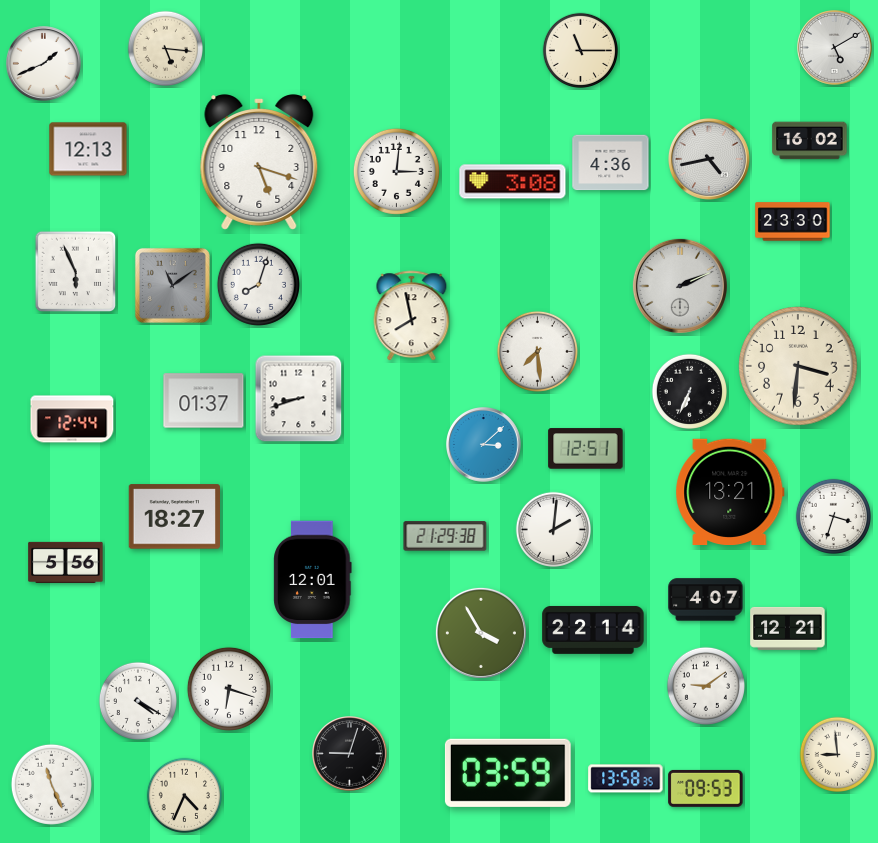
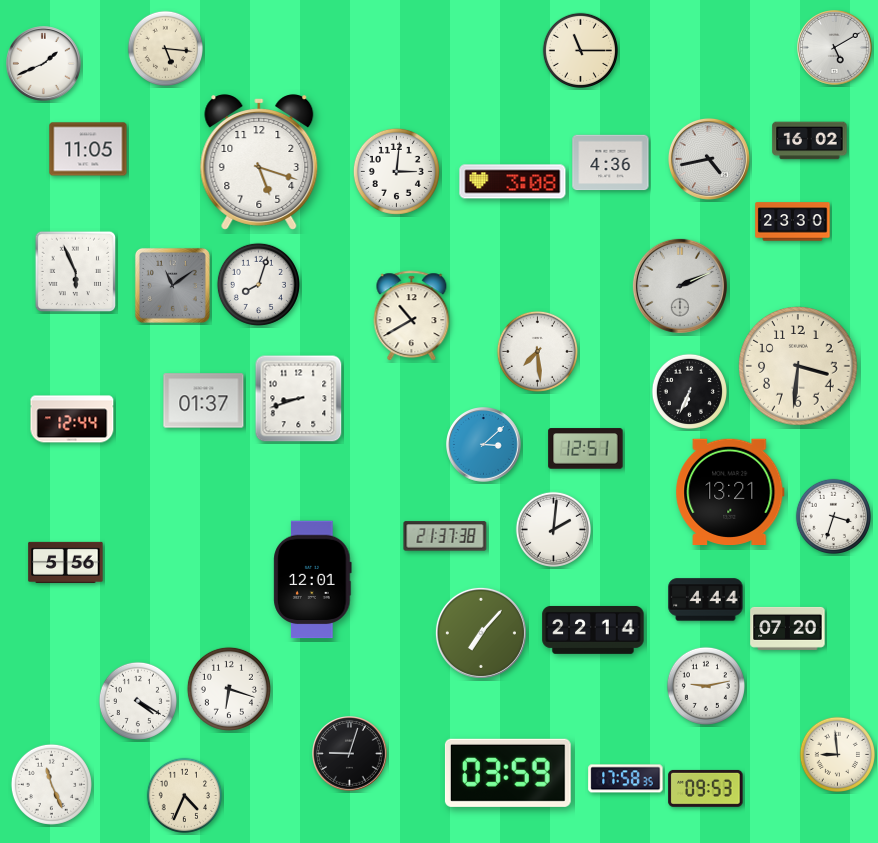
clock at (88, 149): 12:13 -> 11:05
clock at (412, 316): 7:58 -> 10:40
clock at (175, 517): 18:27 -> none
clock at (445, 536): 21:29 -> 21:37
clock at (706, 600): 4:07 -> 4:44
clock at (788, 628): 12:21 -> 07:20
clock at (481, 633): 3:55 -> 7:07
clock at (706, 686): 9:09 -> 9:13
clock at (626, 779): 13:58 -> 17:58
